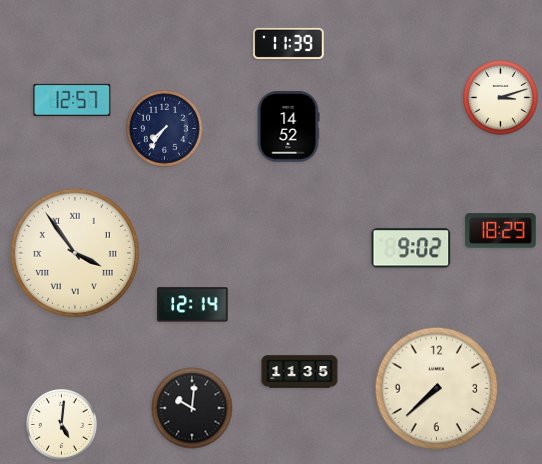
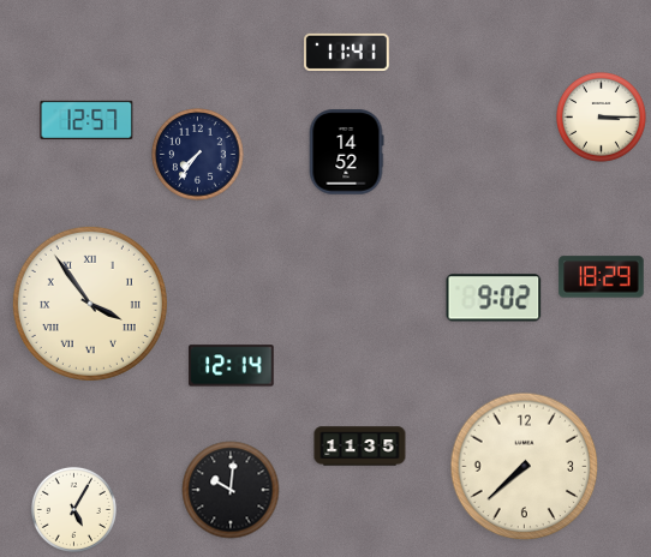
clock at (289, 43): 11:39 -> 11:41
clock at (501, 98): 3:12 -> 3:15
clock at (61, 424): 5:01 -> 5:05
